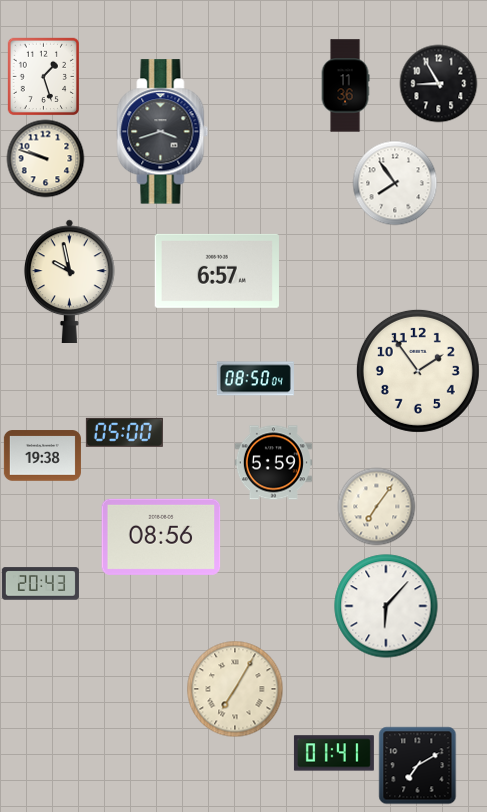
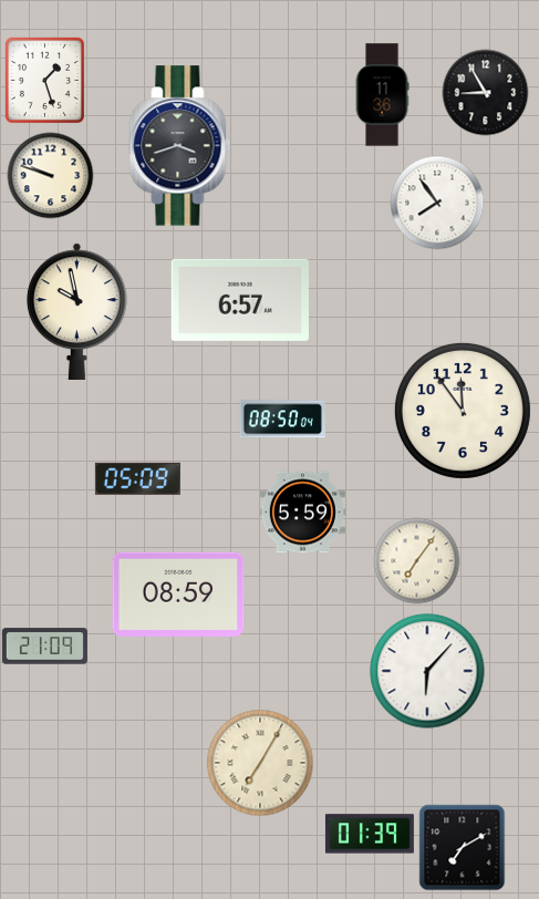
clock at (44, 76) position: (44, 76) -> (45, 80)
clock at (418, 371): 1:54 -> 11:54
clock at (124, 432): 05:00 -> 05:09
clock at (42, 456): 19:38 -> none
clock at (161, 537): 08:56 -> 08:59
clock at (40, 584): 20:43 -> 21:09
clock at (334, 753): 01:41 -> 01:39
